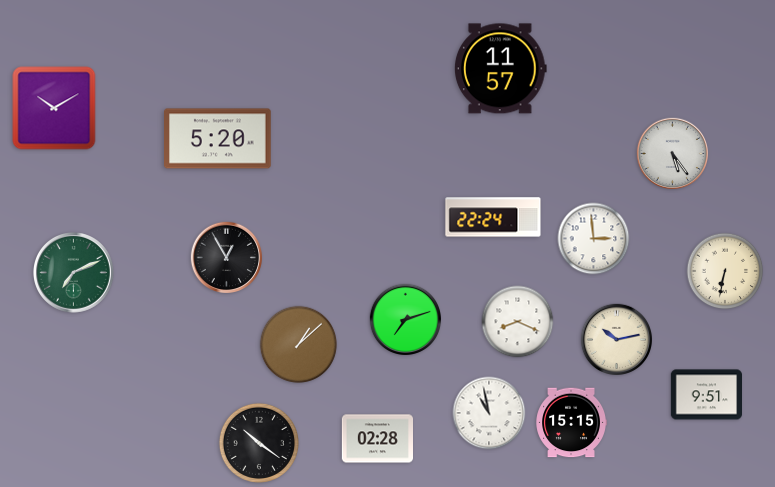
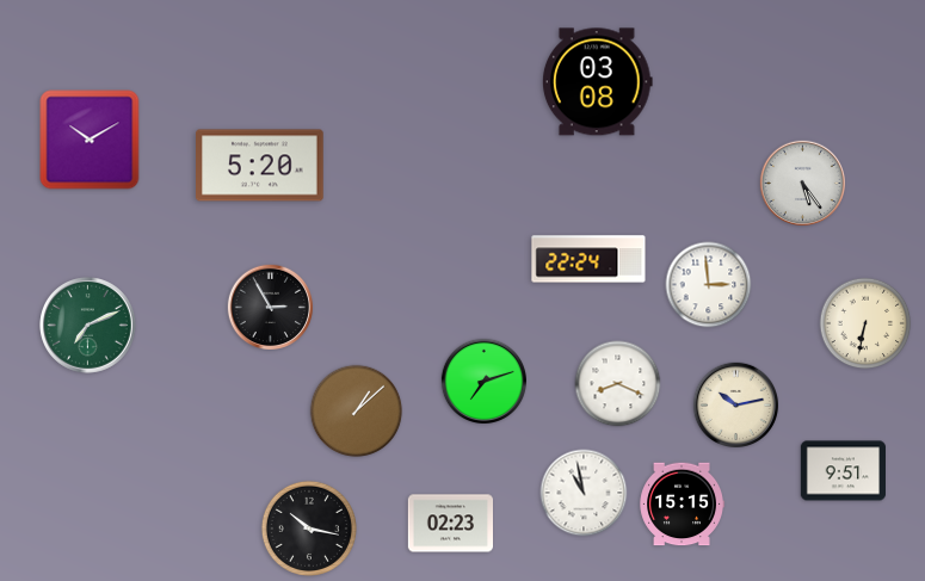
clock at (500, 69): 11:57 -> 03:08
clock at (54, 108) position: (54, 108) -> (90, 140)
clock at (226, 257): 12:55 -> 2:55
clock at (377, 439): 02:28 -> 02:23
clock at (259, 443): 10:21 -> 10:17
